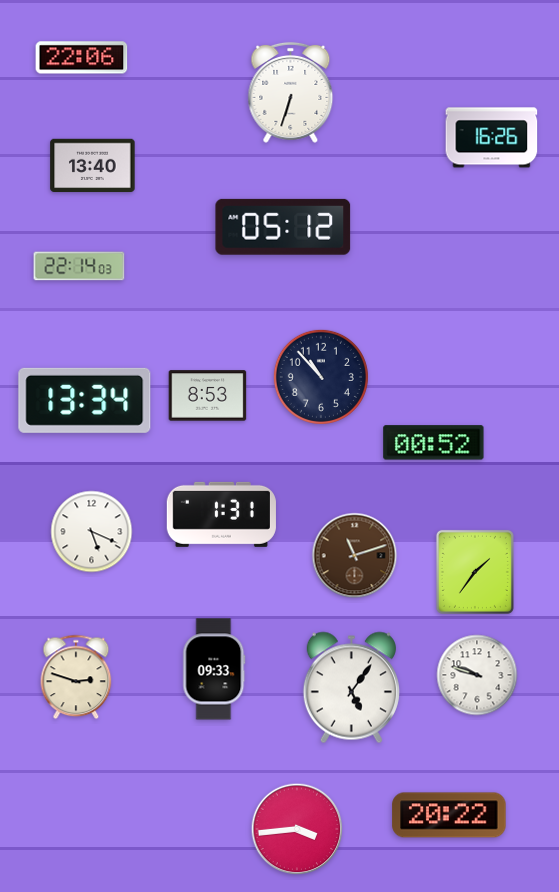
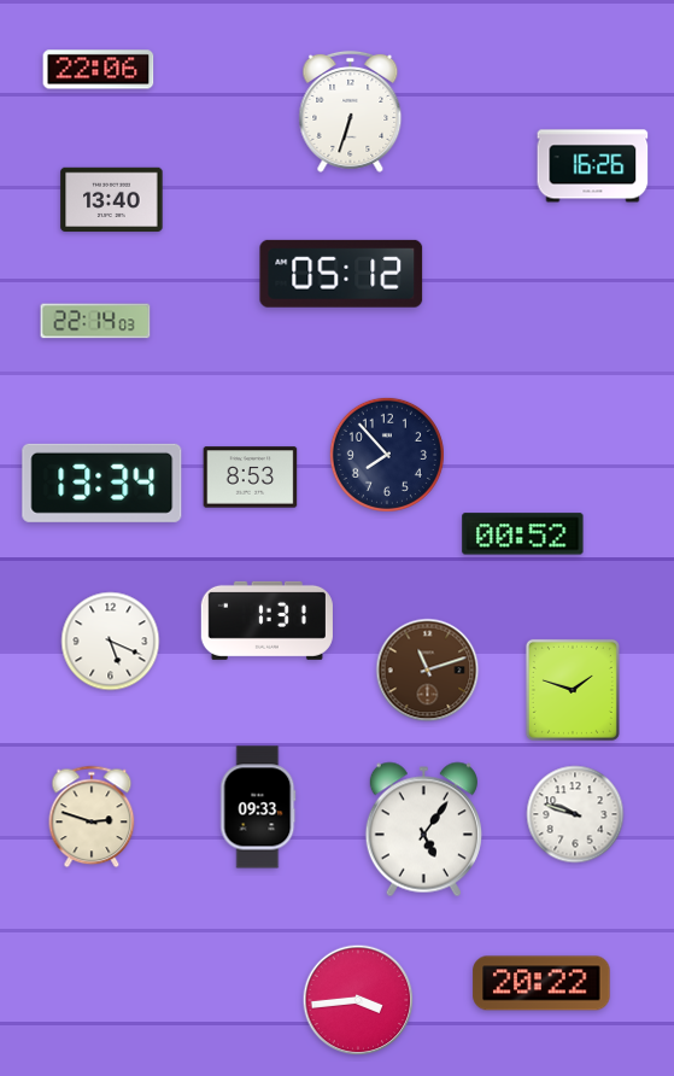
clock at (321, 377): 10:53 -> 7:53
clock at (475, 572): 1:36 -> 1:48
